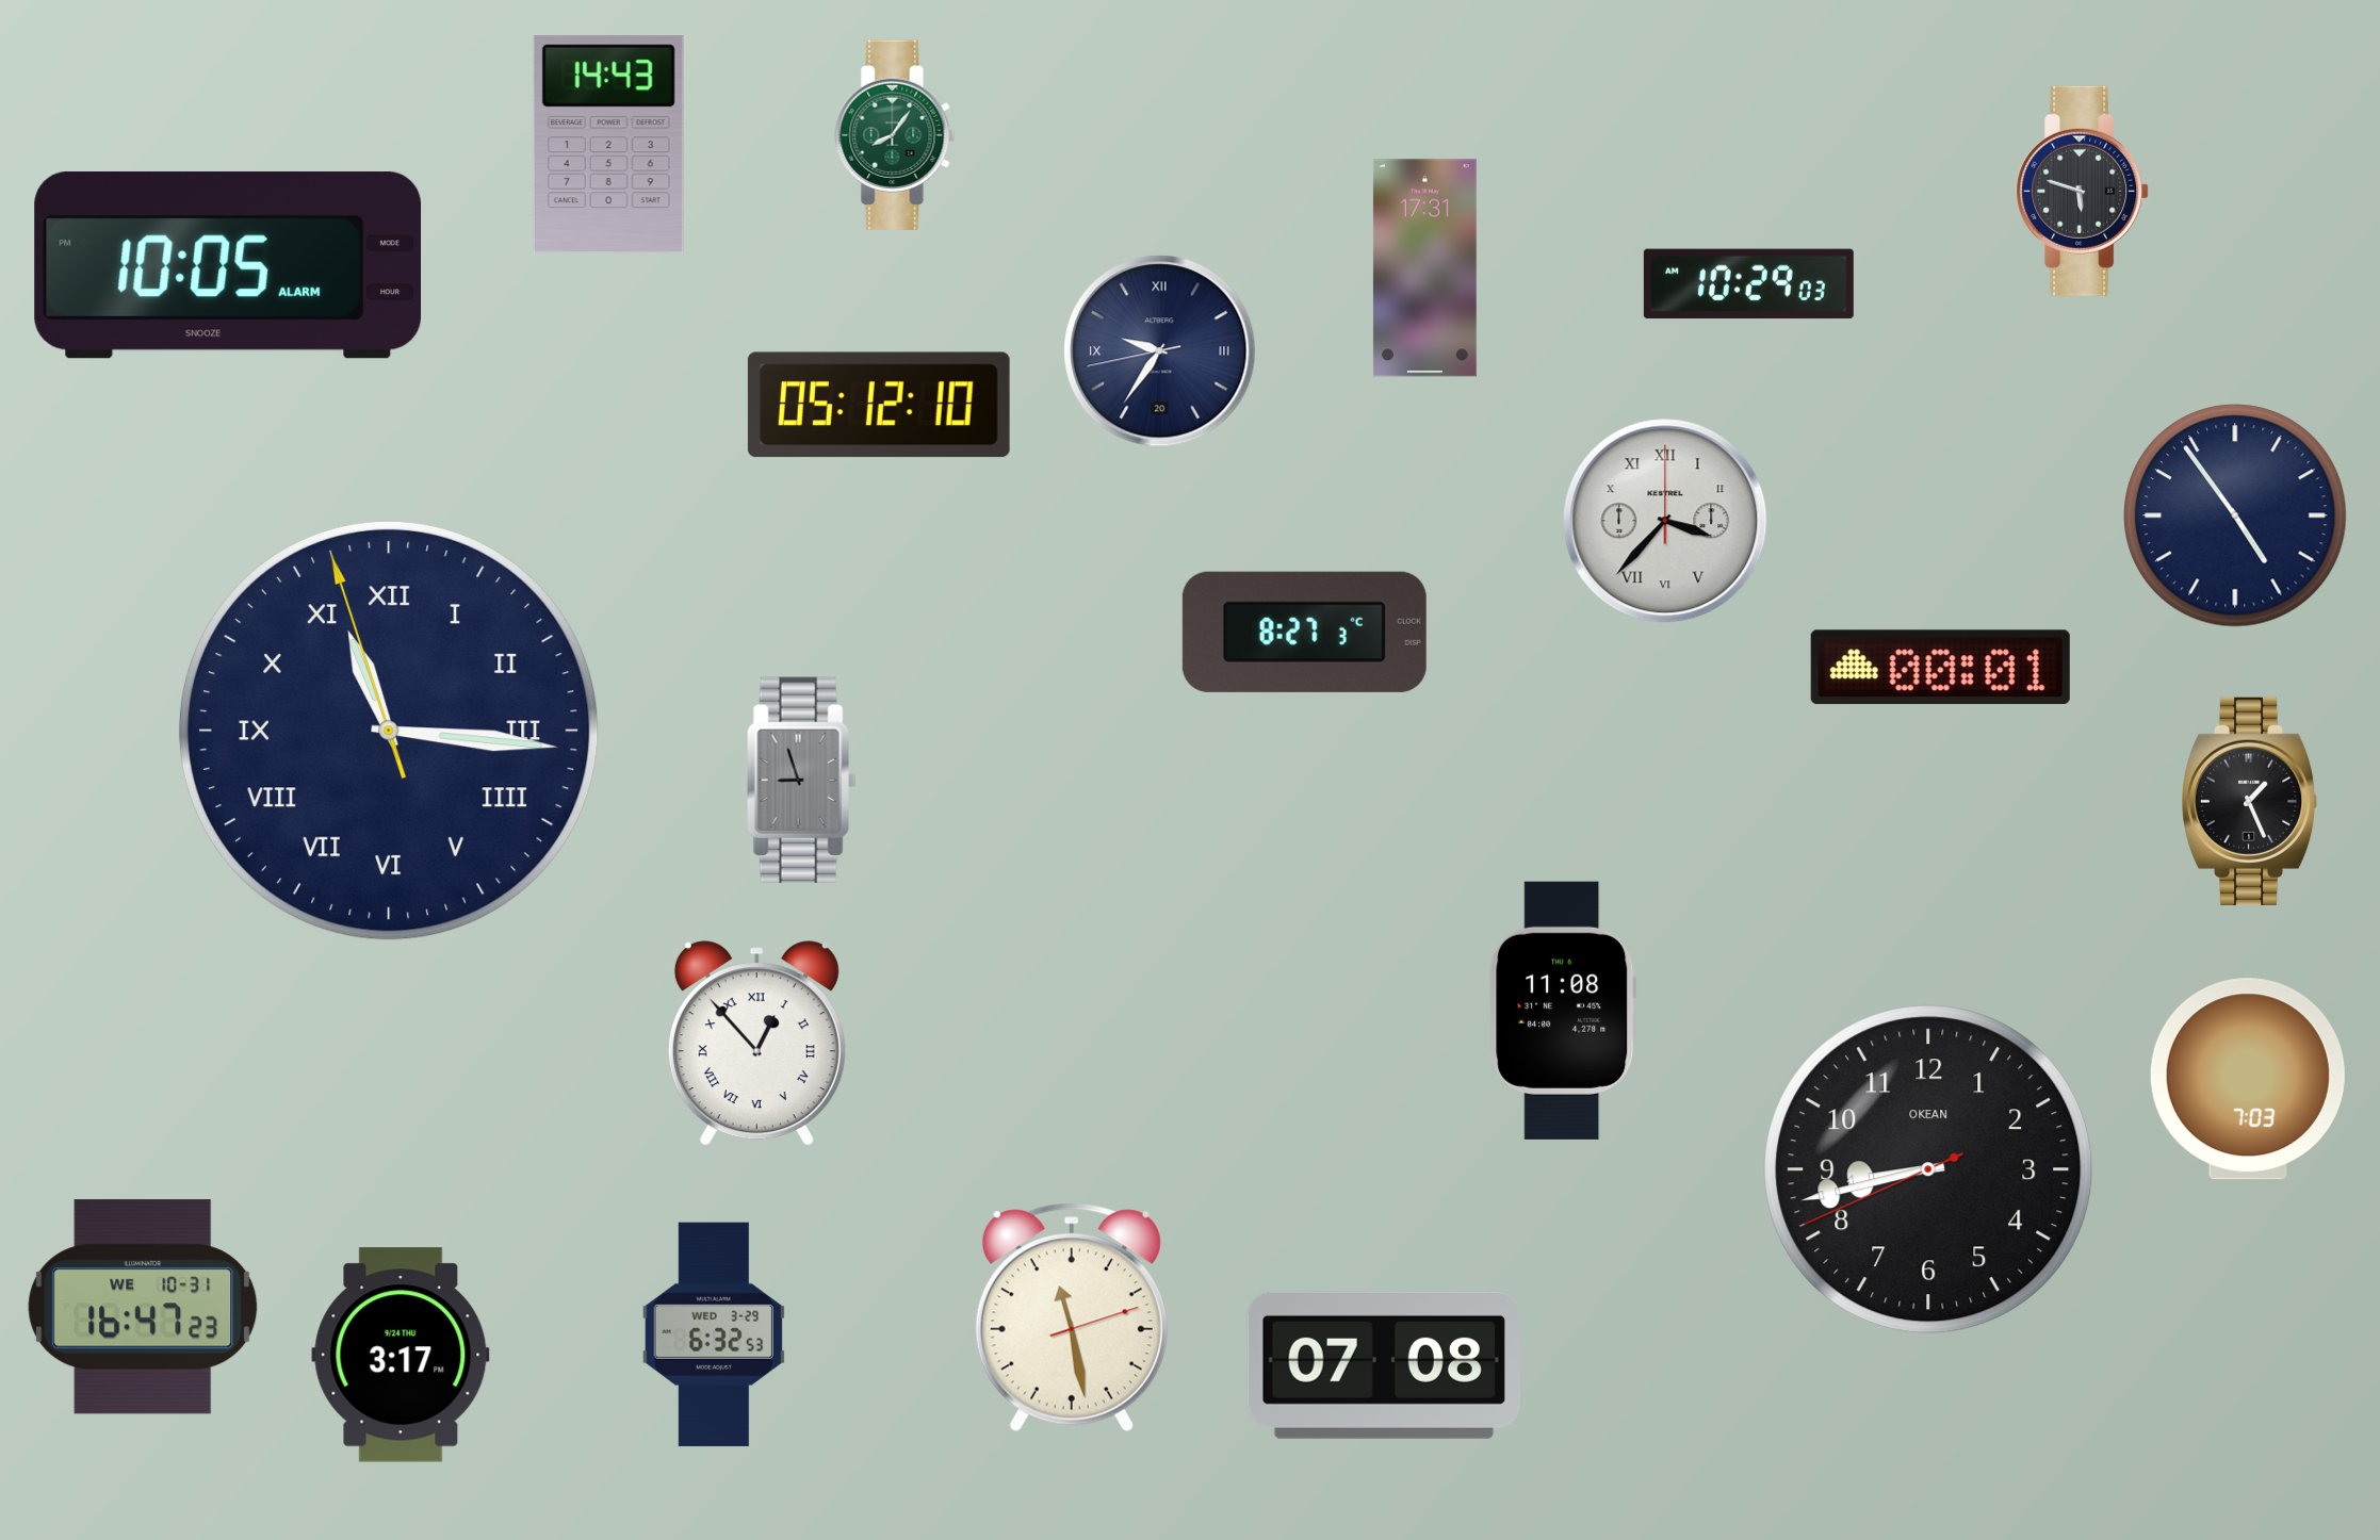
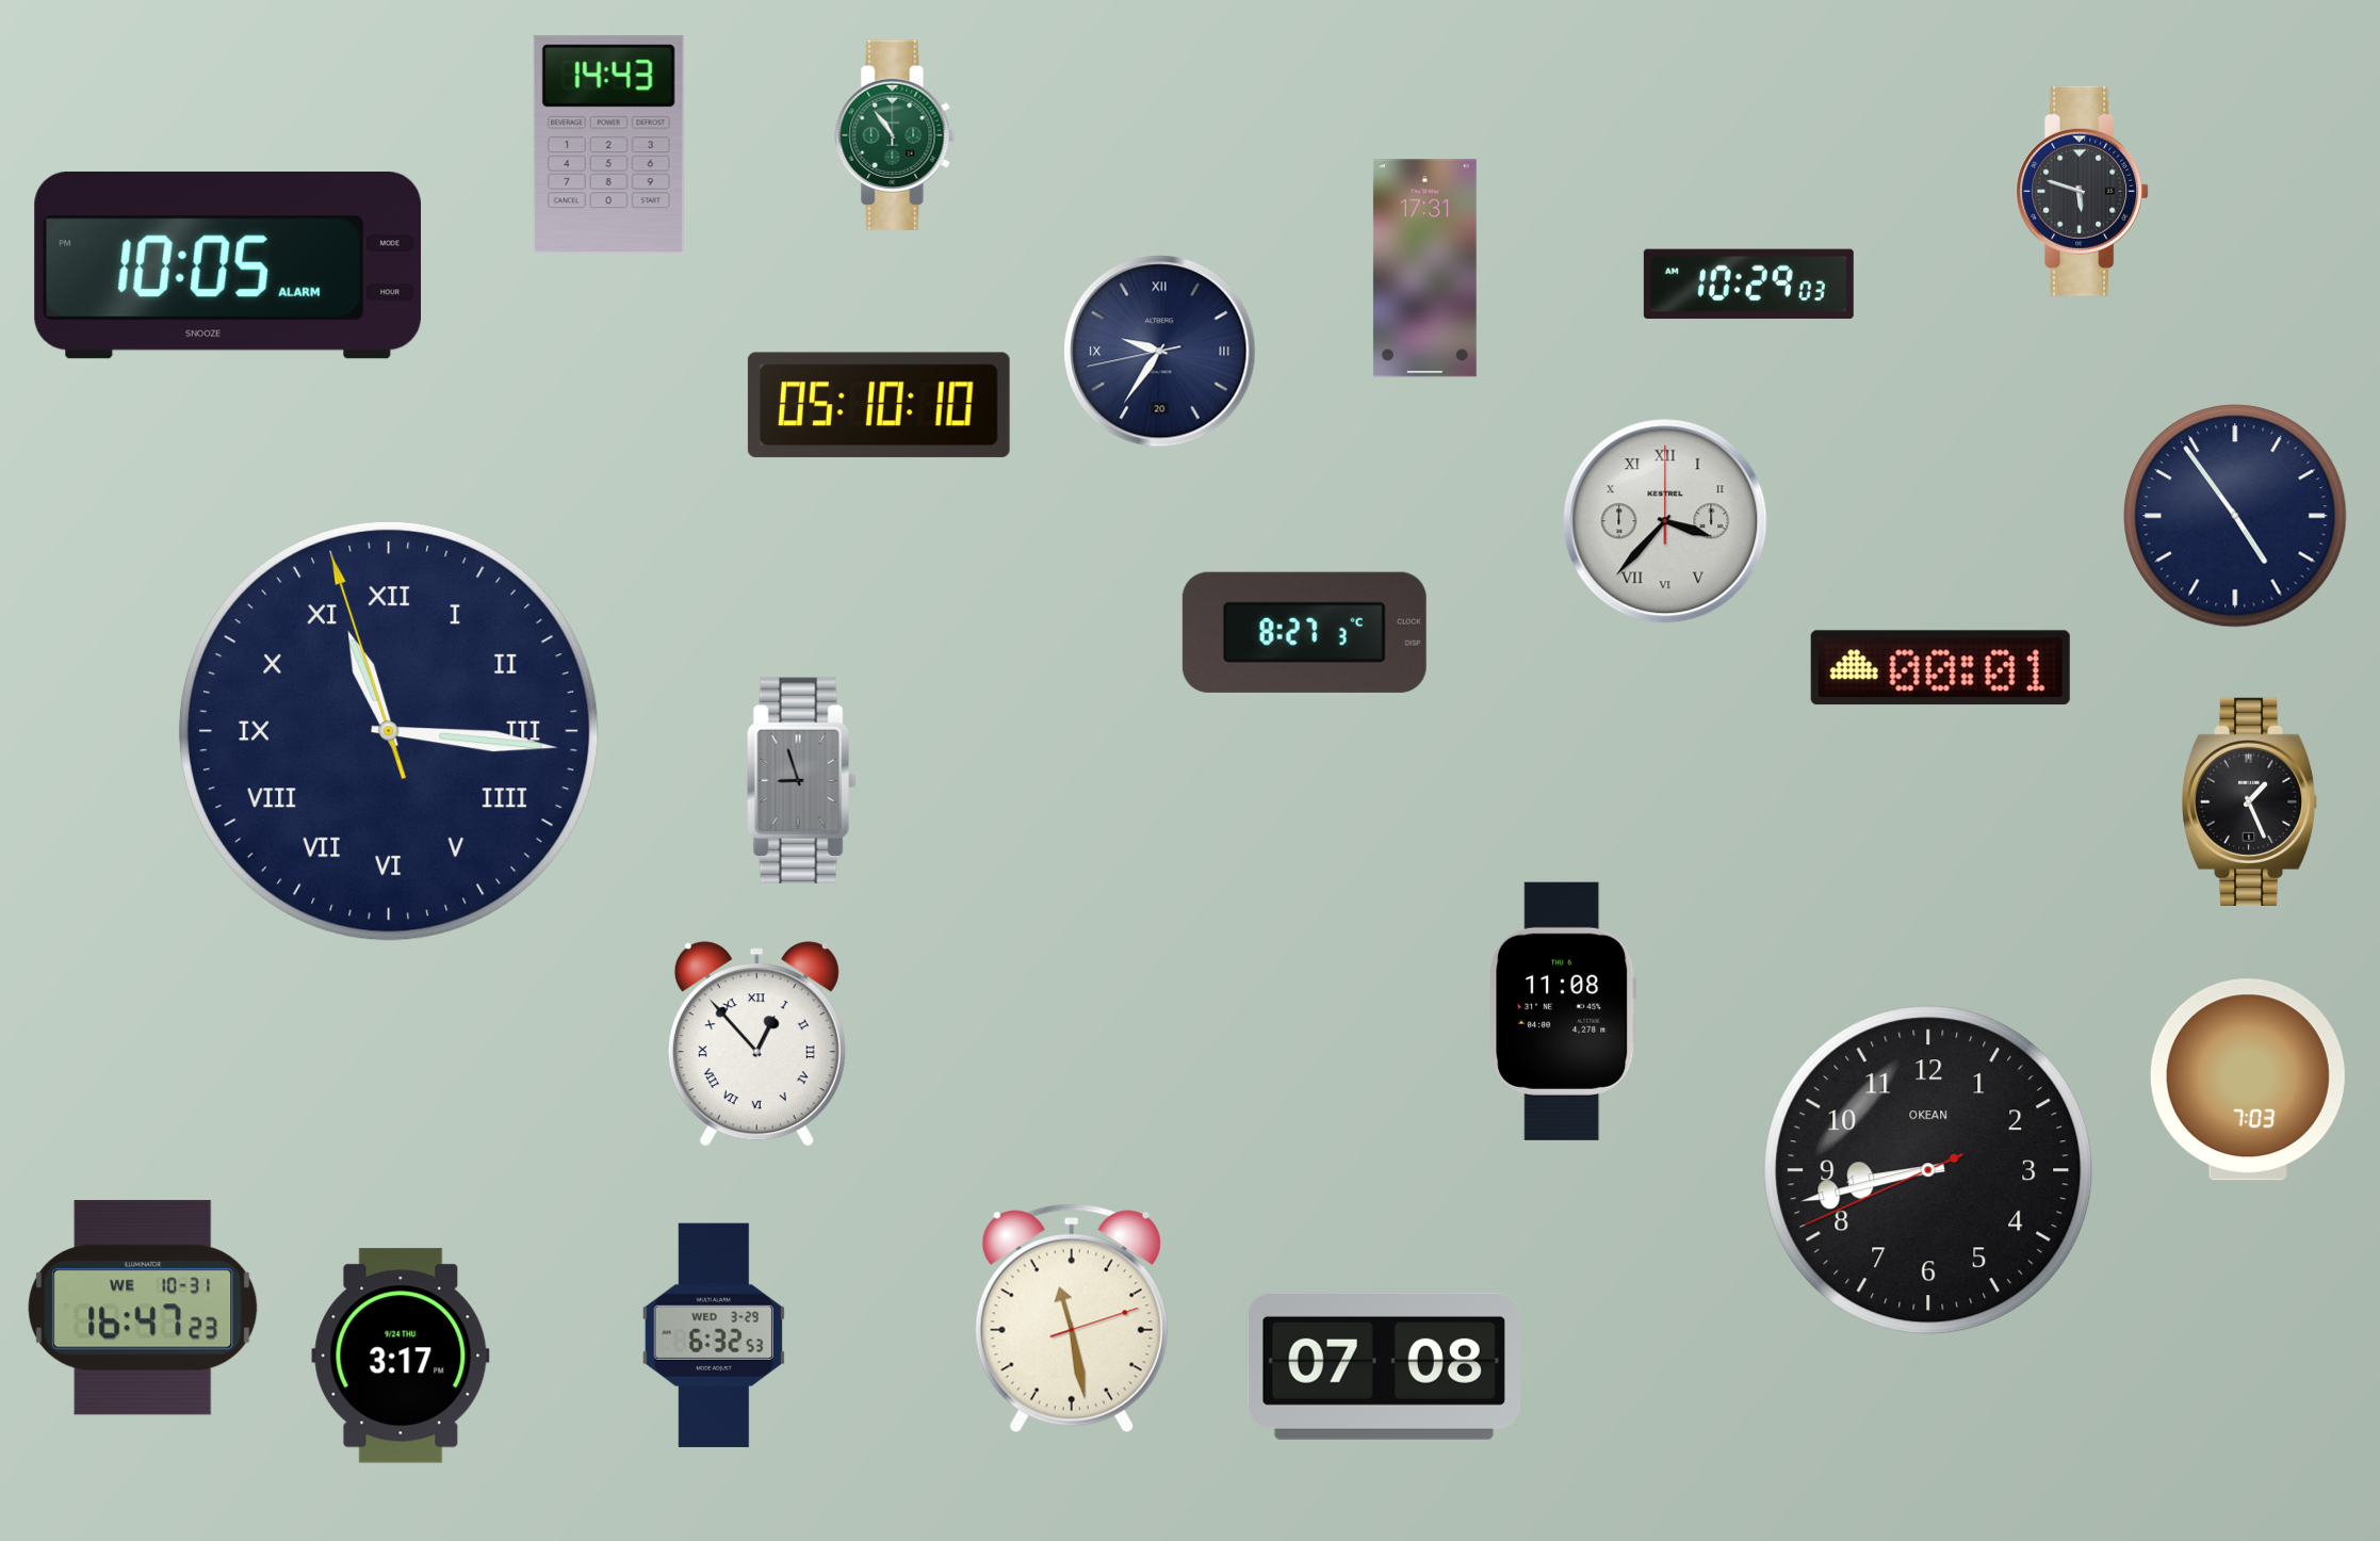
clock at (895, 135): 8:06 -> 10:54
clock at (879, 405): 05:12 -> 05:10
